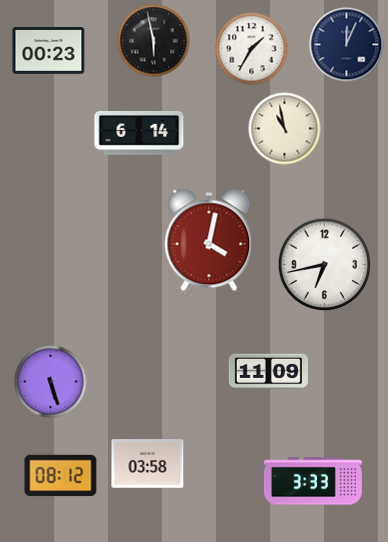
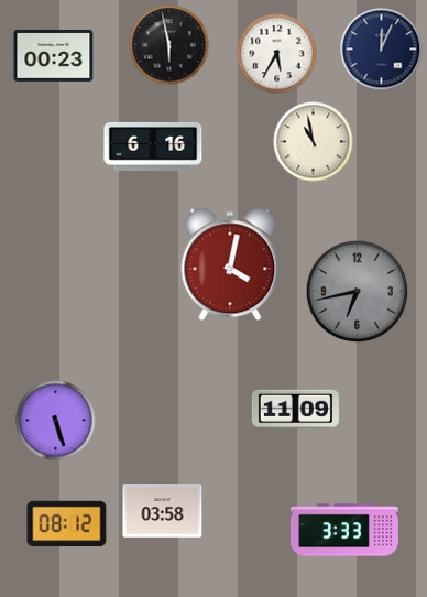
clock at (252, 49): 1:35 -> 5:35
clock at (139, 133): 6:14 -> 6:16
clock at (325, 265) dial: white -> grey
